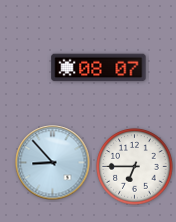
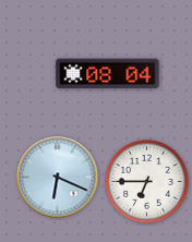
clock at (99, 68): 08:07 -> 08:04
clock at (53, 163): 8:53 -> 6:19
